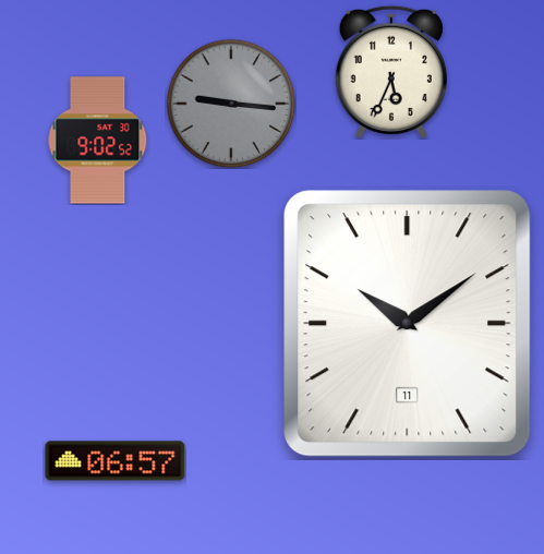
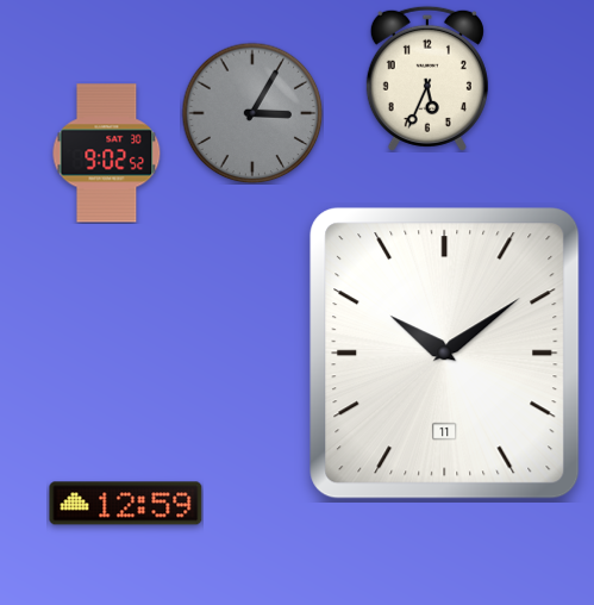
clock at (231, 104): 9:16 -> 3:05
clock at (116, 461): 06:57 -> 12:59
